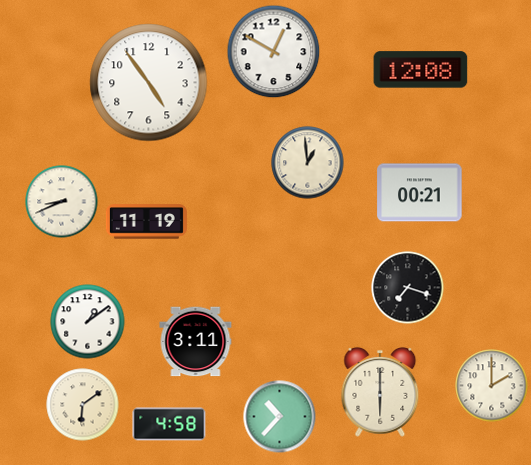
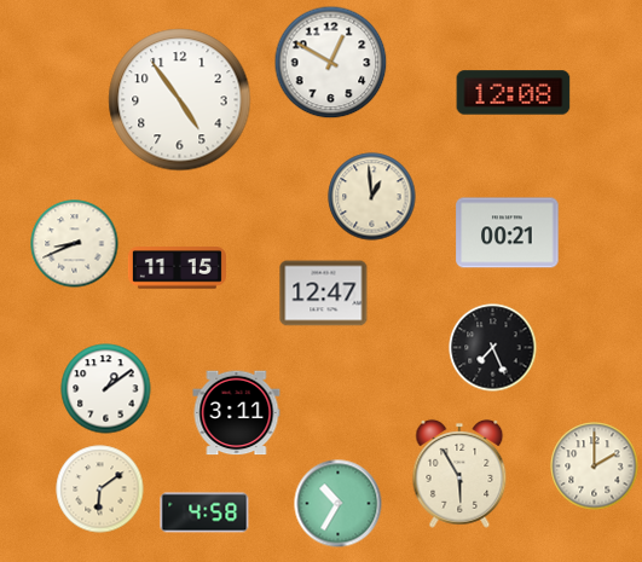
clock at (421, 70) position: (421, 70) -> (514, 93)
clock at (146, 222): 11:19 -> 11:15
clock at (324, 294): none -> 12:47
clock at (408, 288): 7:18 -> 7:26
clock at (380, 392): 6:00 -> 5:55
clock at (280, 417): 10:37 -> 10:35
